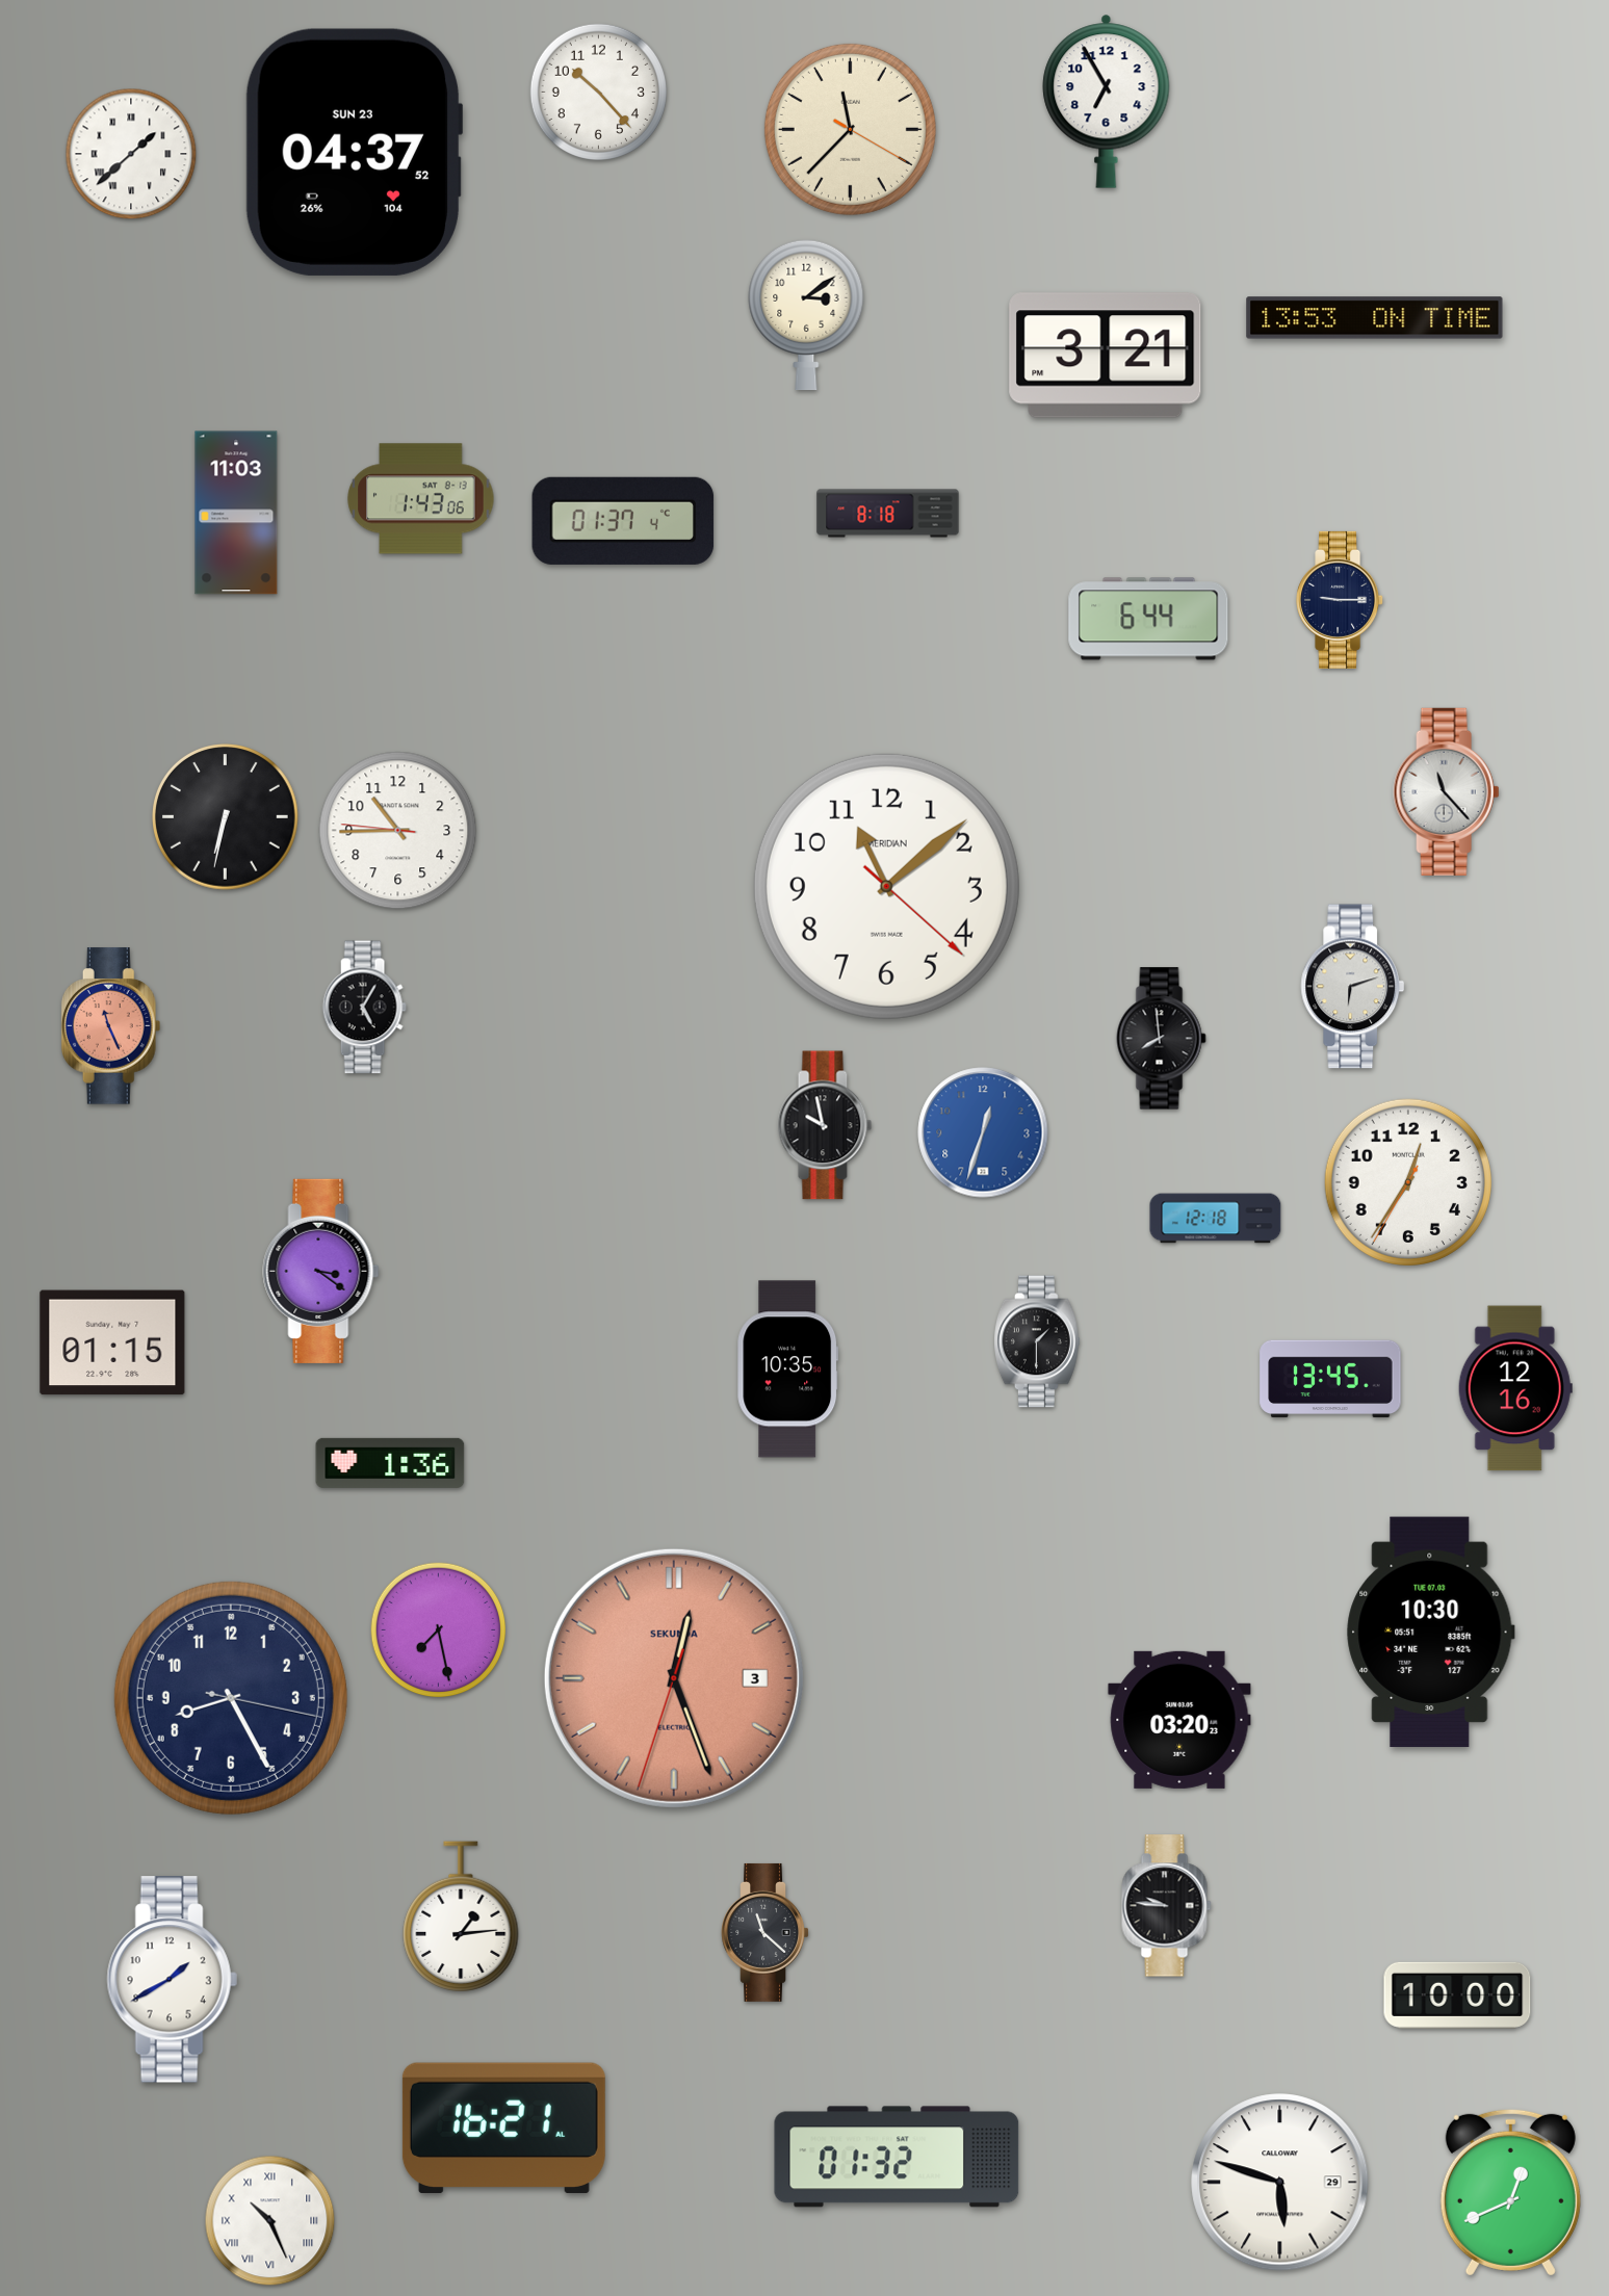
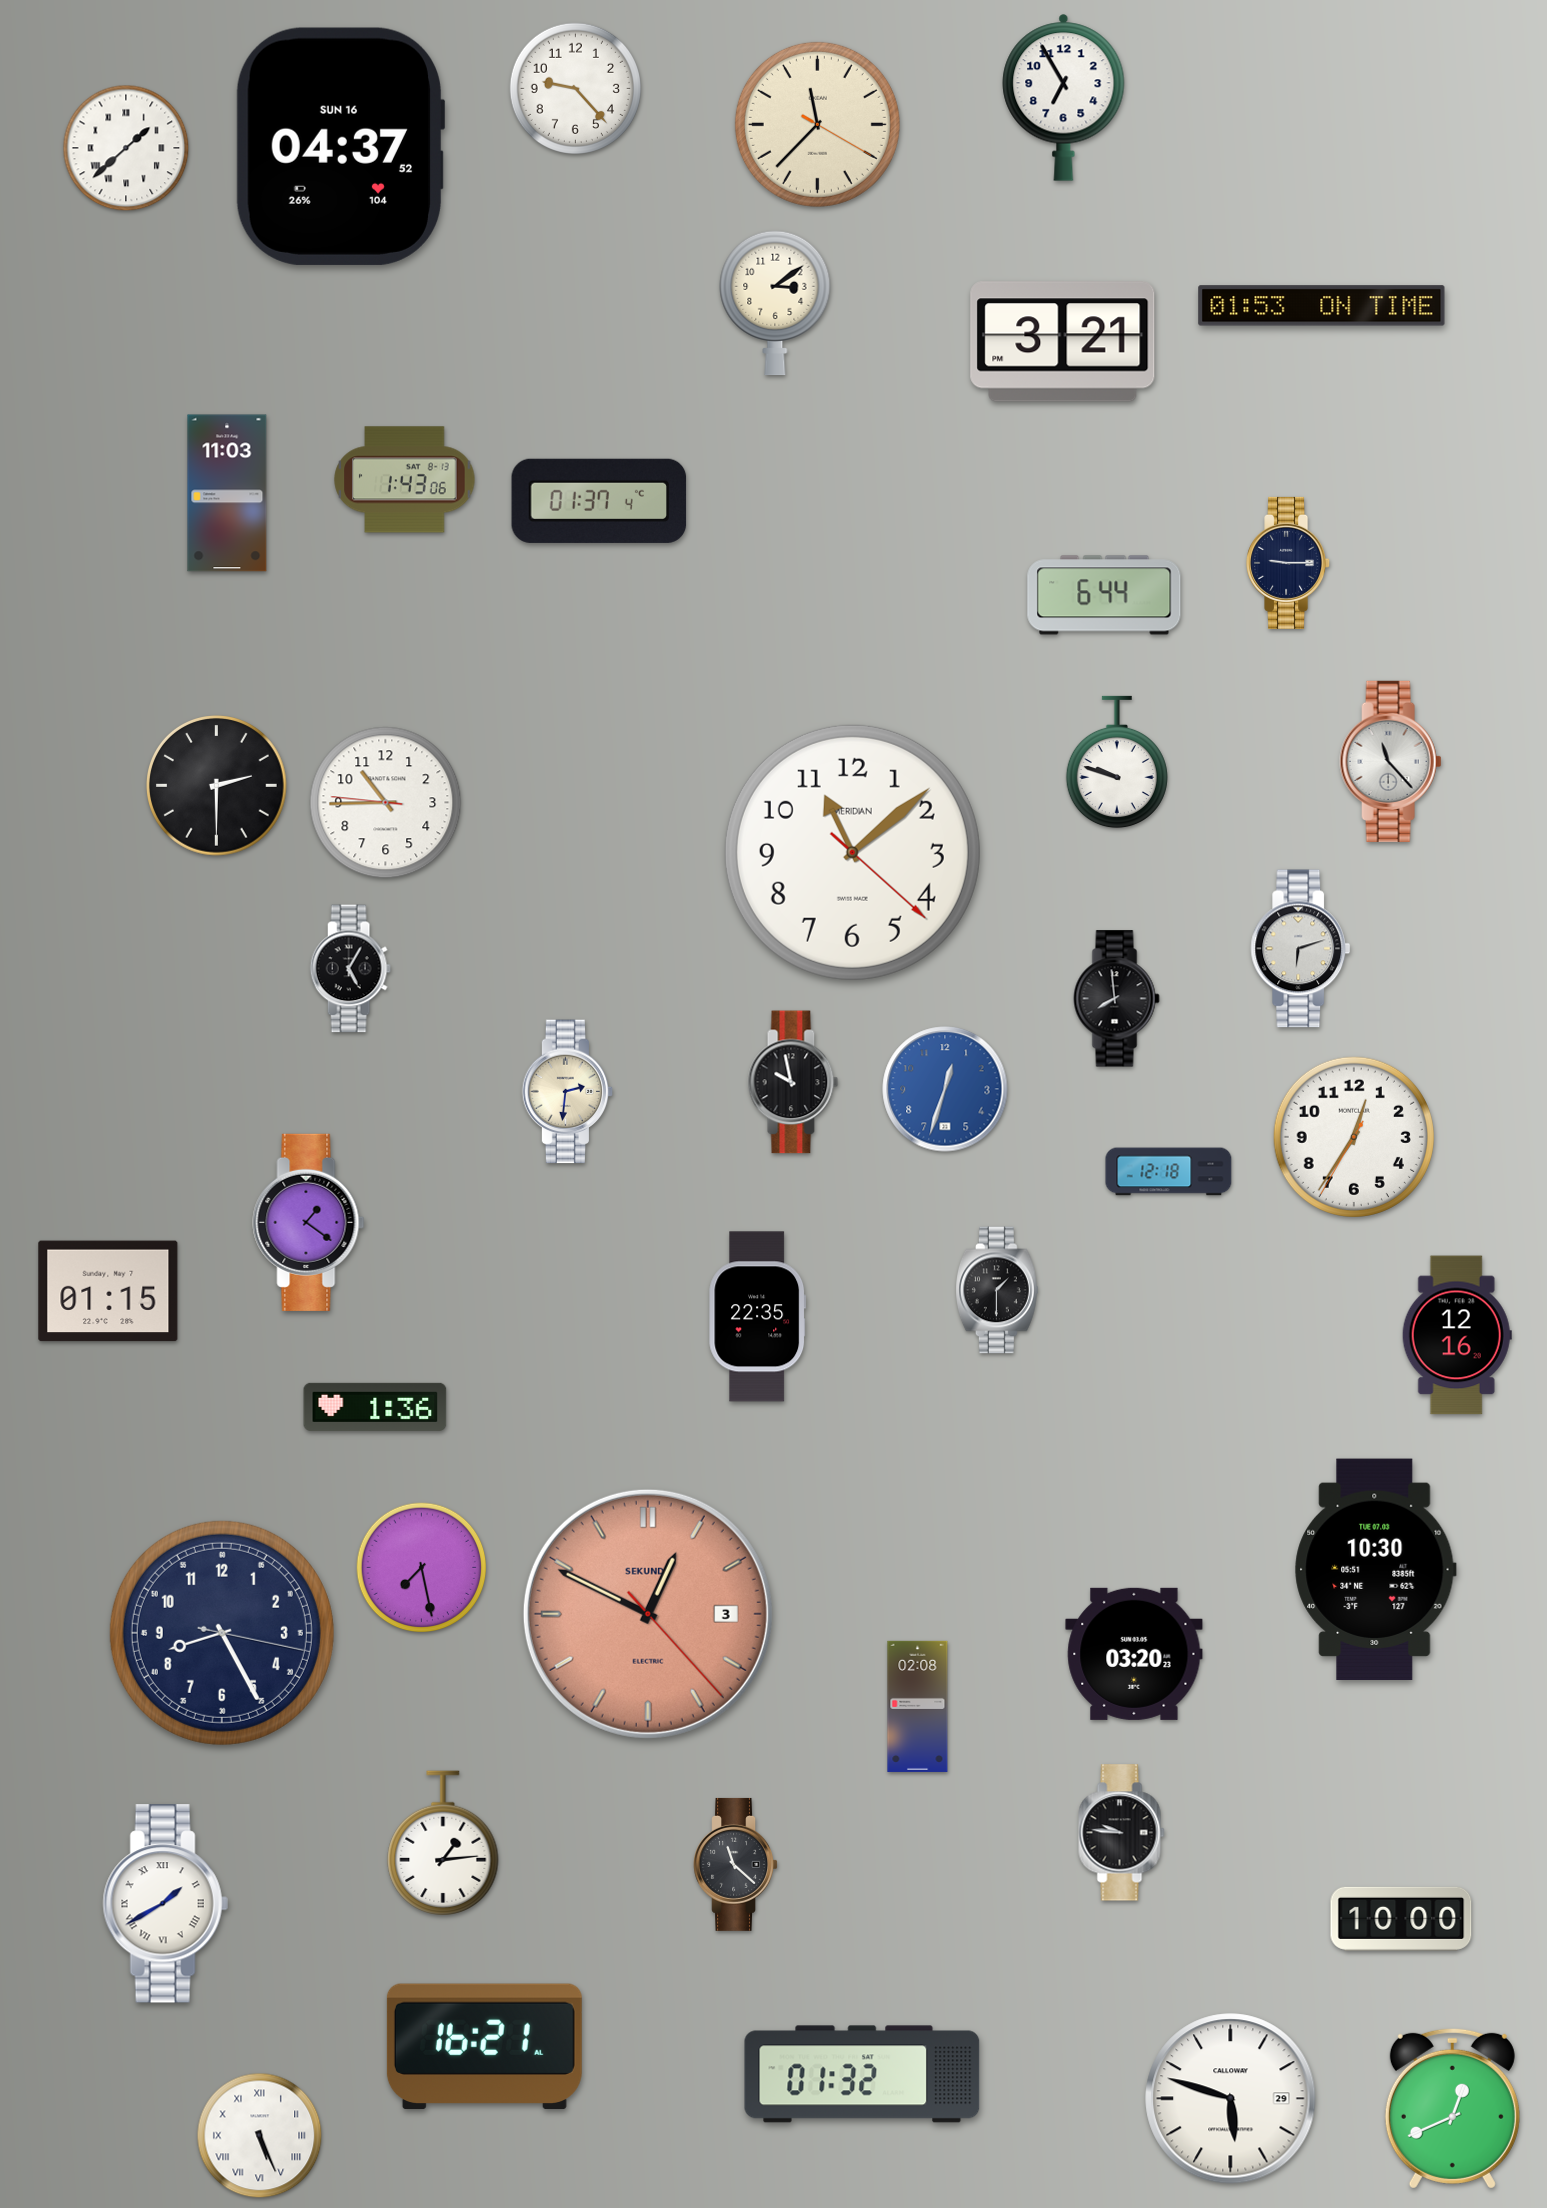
clock at (598, 92): 10:23 -> 9:23
clock at (354, 152) date: SUN 23 -> SUN 16
clock at (1375, 318): 13:53 -> 01:53
clock at (888, 514): 8:18 -> none
clock at (1341, 600) position: (1341, 600) -> (1289, 563)
clock at (1117, 762): none -> 9:48
clock at (226, 817): 6:32 -> 2:30
clock at (398, 831) position: (398, 831) -> (386, 803)
clock at (111, 1026): 11:26 -> none
clock at (568, 1092): none -> 2:31
clock at (321, 1271): 3:21 -> 1:21
clock at (788, 1369): 10:35 -> 22:35
clock at (1330, 1379): 13:45 -> none
clock at (674, 1678): 12:26 -> 12:49
clock at (918, 1706): none -> 02:08
clock at (764, 1932) position: (764, 1932) -> (735, 1864)
clock at (172, 1980) numerals: Arabic -> Roman
clock at (270, 2221): 10:26 -> 5:26
